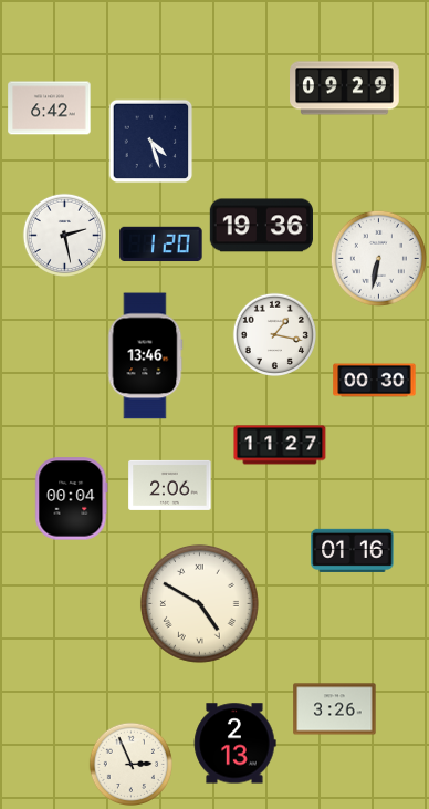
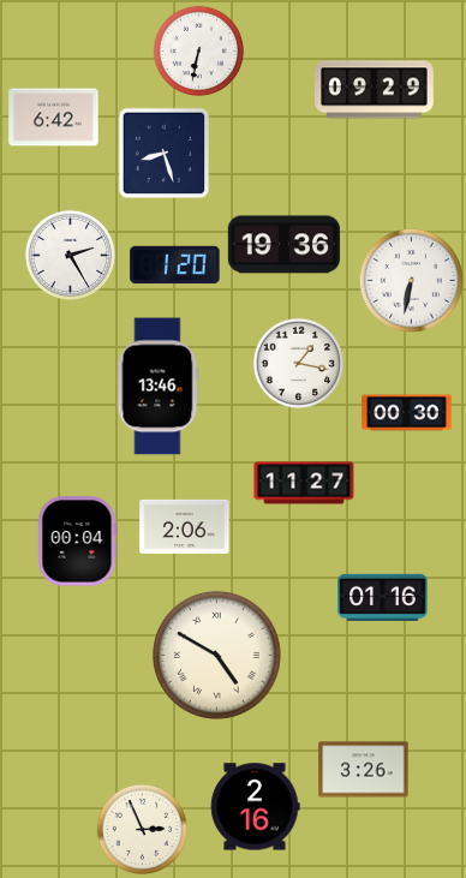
clock at (198, 50): none -> 6:32
clock at (345, 89) position: (345, 89) -> (375, 90)
clock at (151, 142): 4:27 -> 8:27
clock at (64, 235): 2:28 -> 2:25
clock at (236, 744): 2:13 -> 2:16
